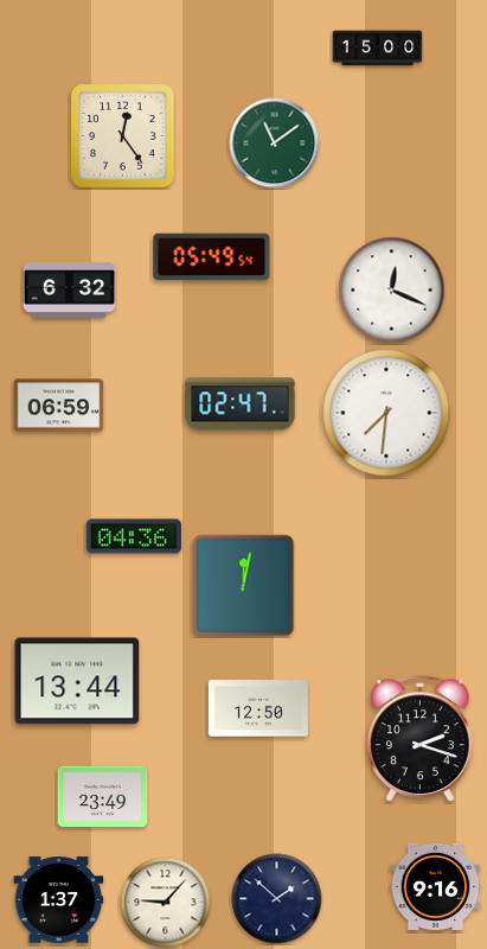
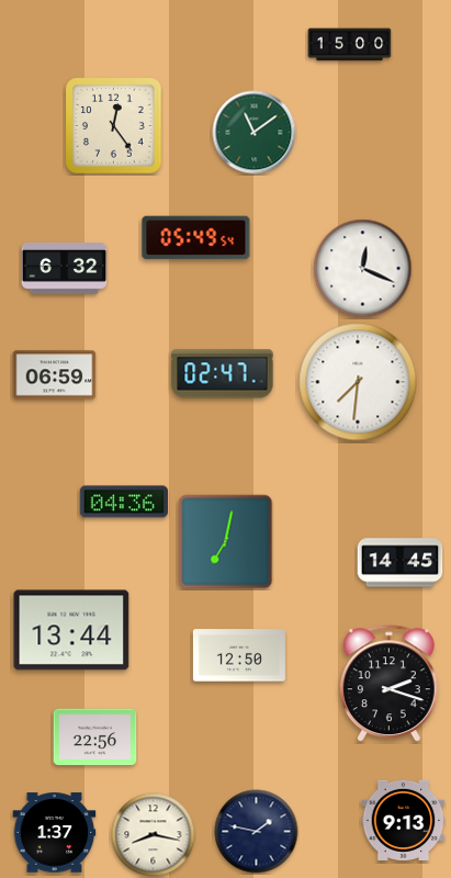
clock at (133, 536) position: (133, 536) -> (123, 502)
clock at (244, 586): 12:02 -> 7:02
clock at (401, 563): none -> 14:45
clock at (103, 797): 23:49 -> 22:56
clock at (436, 886): 9:16 -> 9:13
clock at (277, 899): 1:52 -> 1:47
clock at (166, 903): 9:07 -> 8:17
